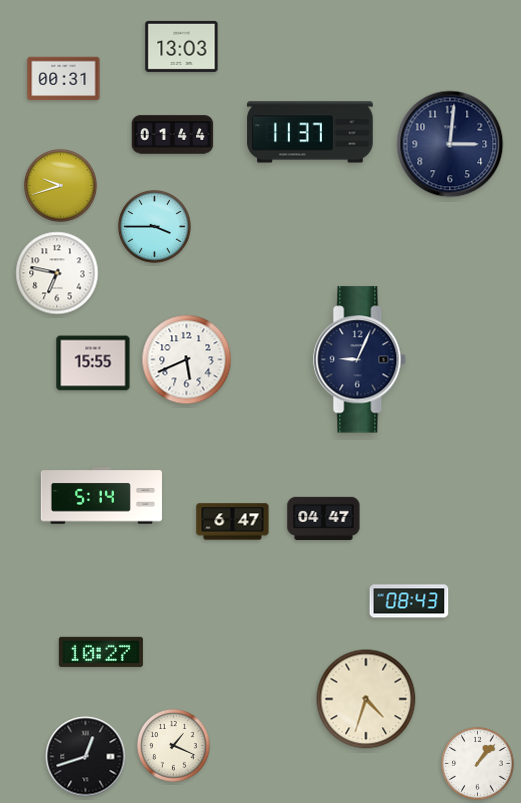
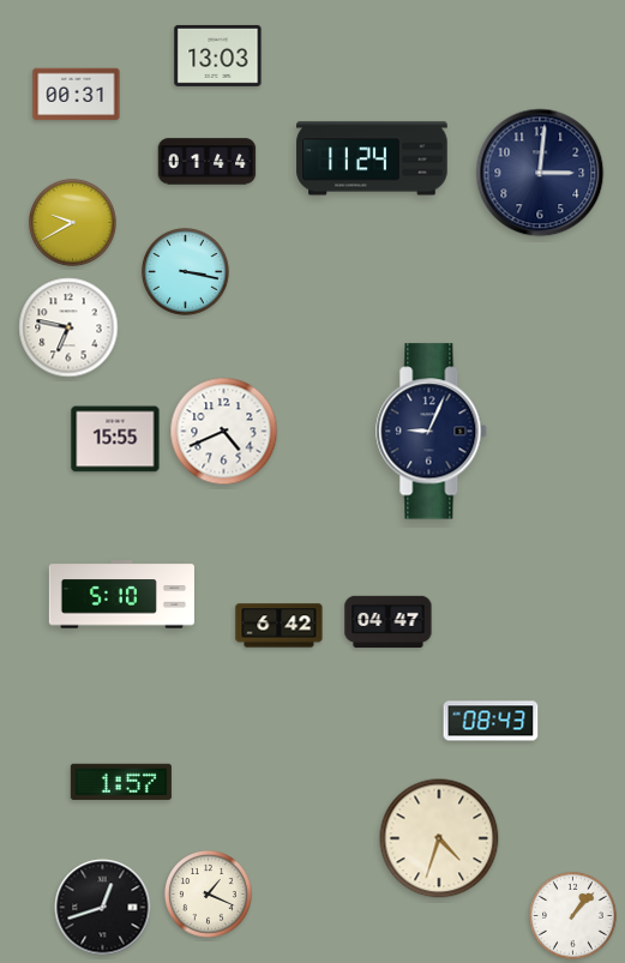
clock at (310, 132): 11:37 -> 11:24
clock at (61, 186): 9:42 -> 9:40
clock at (155, 227): 3:45 -> 3:17
clock at (187, 360): 5:41 -> 4:41
clock at (93, 363) position: (93, 363) -> (115, 439)
clock at (101, 496): 5:14 -> 5:10
clock at (233, 522): 6:47 -> 6:42
clock at (101, 652): 10:27 -> 1:57
